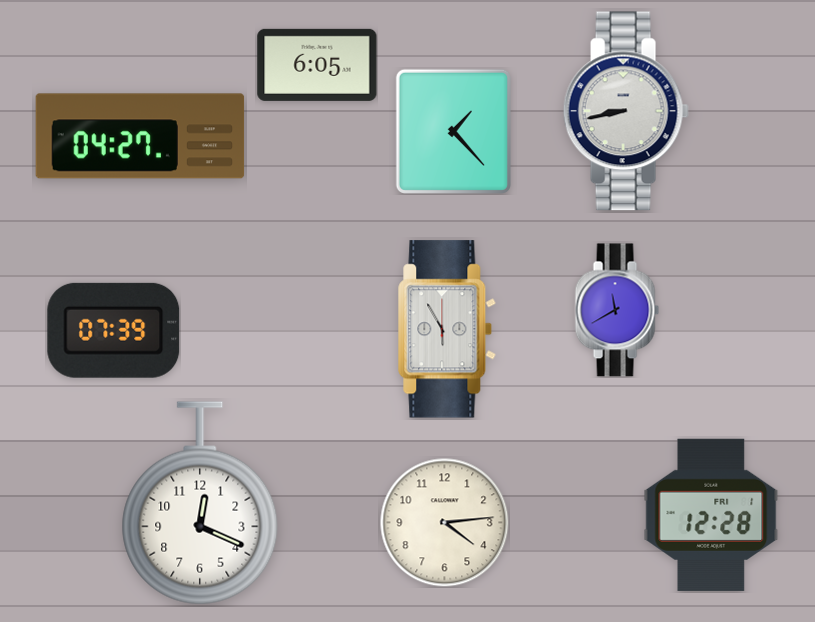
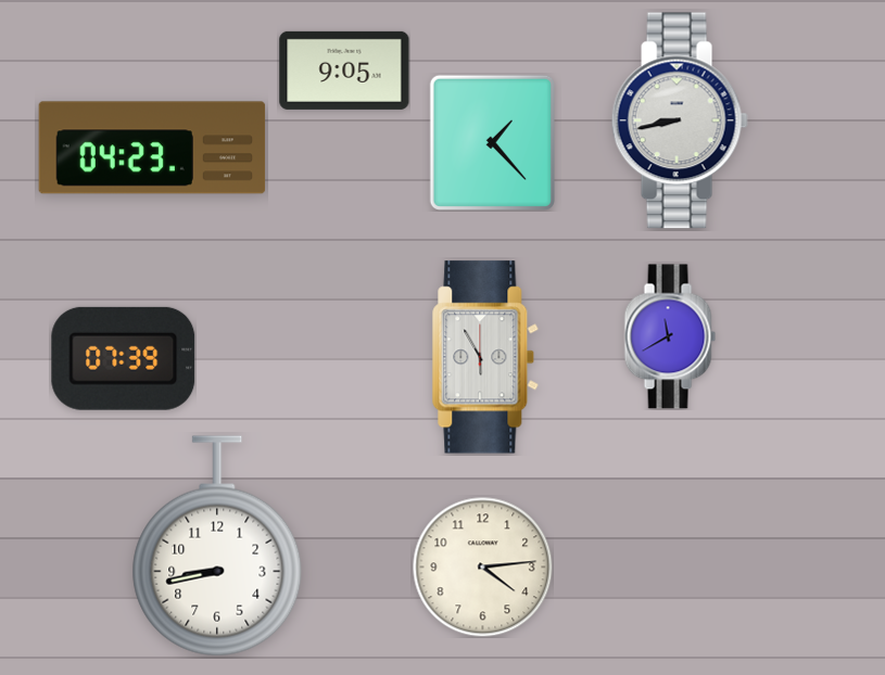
clock at (317, 65): 6:05 -> 9:05
clock at (140, 136): 04:27 -> 04:23
clock at (200, 503): 12:19 -> 8:43
clock at (711, 515): 12:28 -> none
